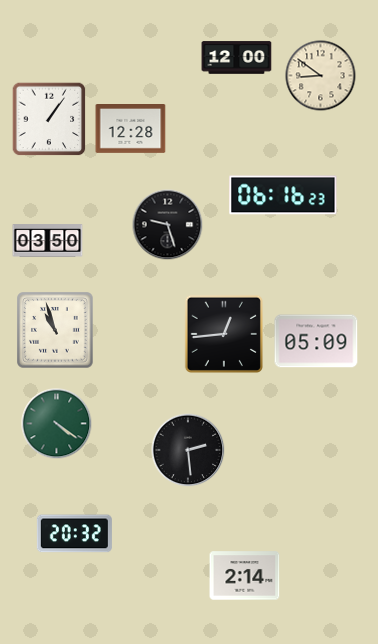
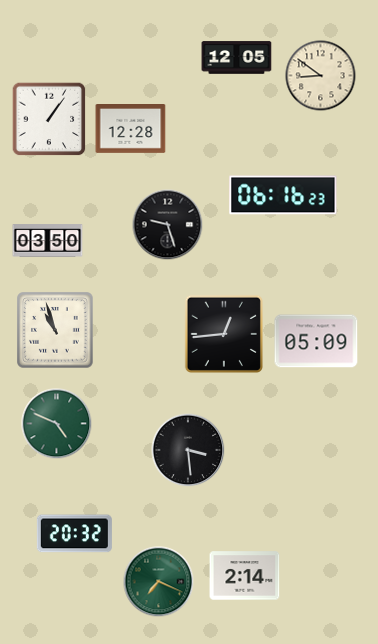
clock at (237, 58): 12:00 -> 12:05
clock at (57, 424): 4:21 -> 4:49
clock at (188, 450): 2:29 -> 3:29
clock at (159, 582): none -> 7:19
